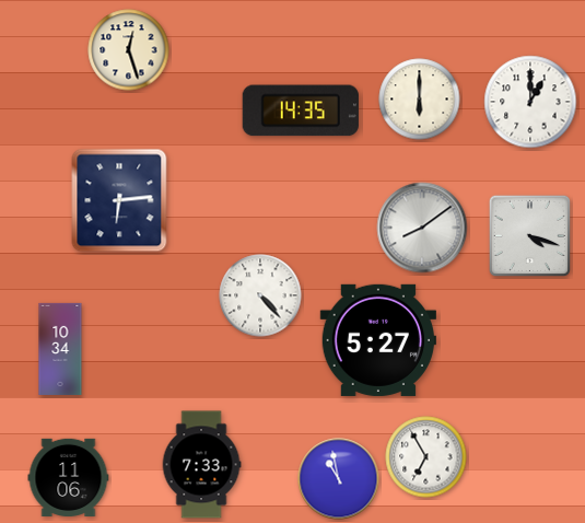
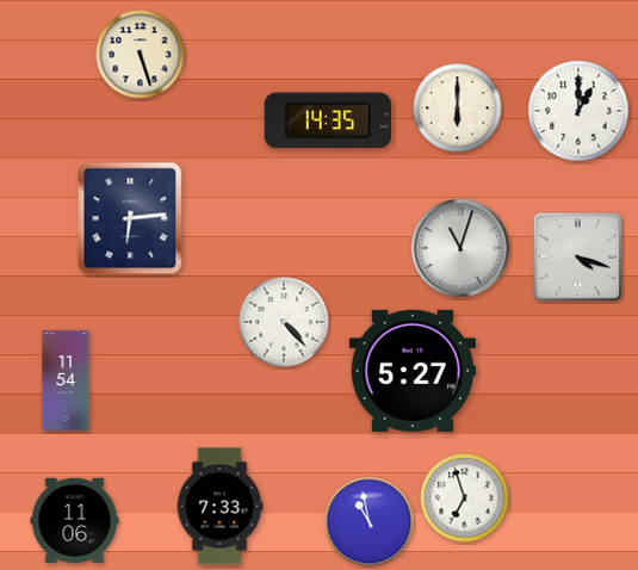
clock at (129, 50): 12:27 -> 5:27
clock at (422, 228): 8:09 -> 11:03
clock at (60, 349): 10:34 -> 11:54
clock at (426, 457): 6:55 -> 6:57
